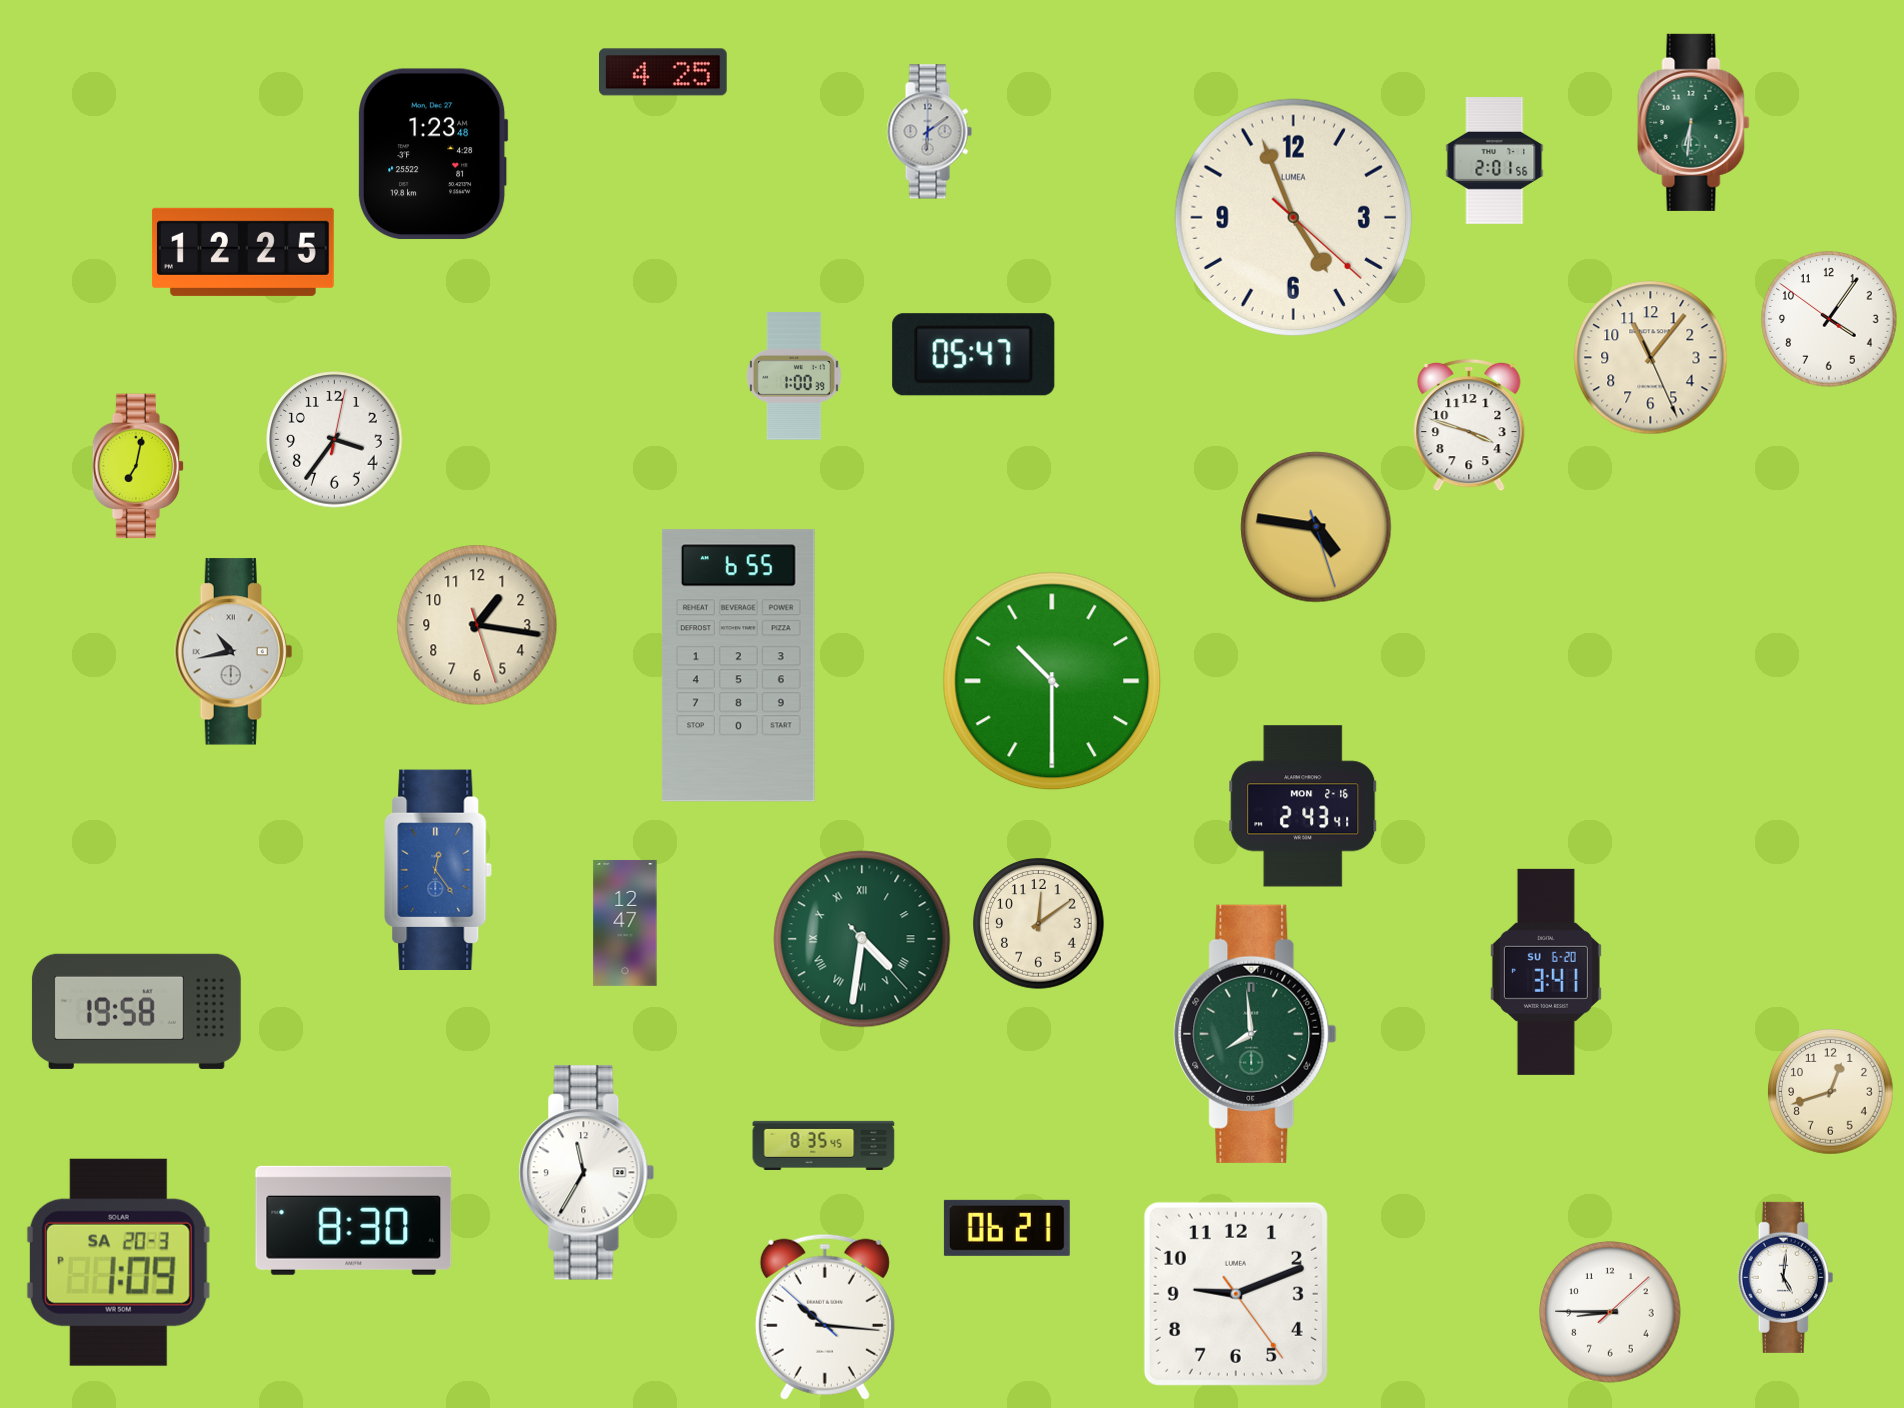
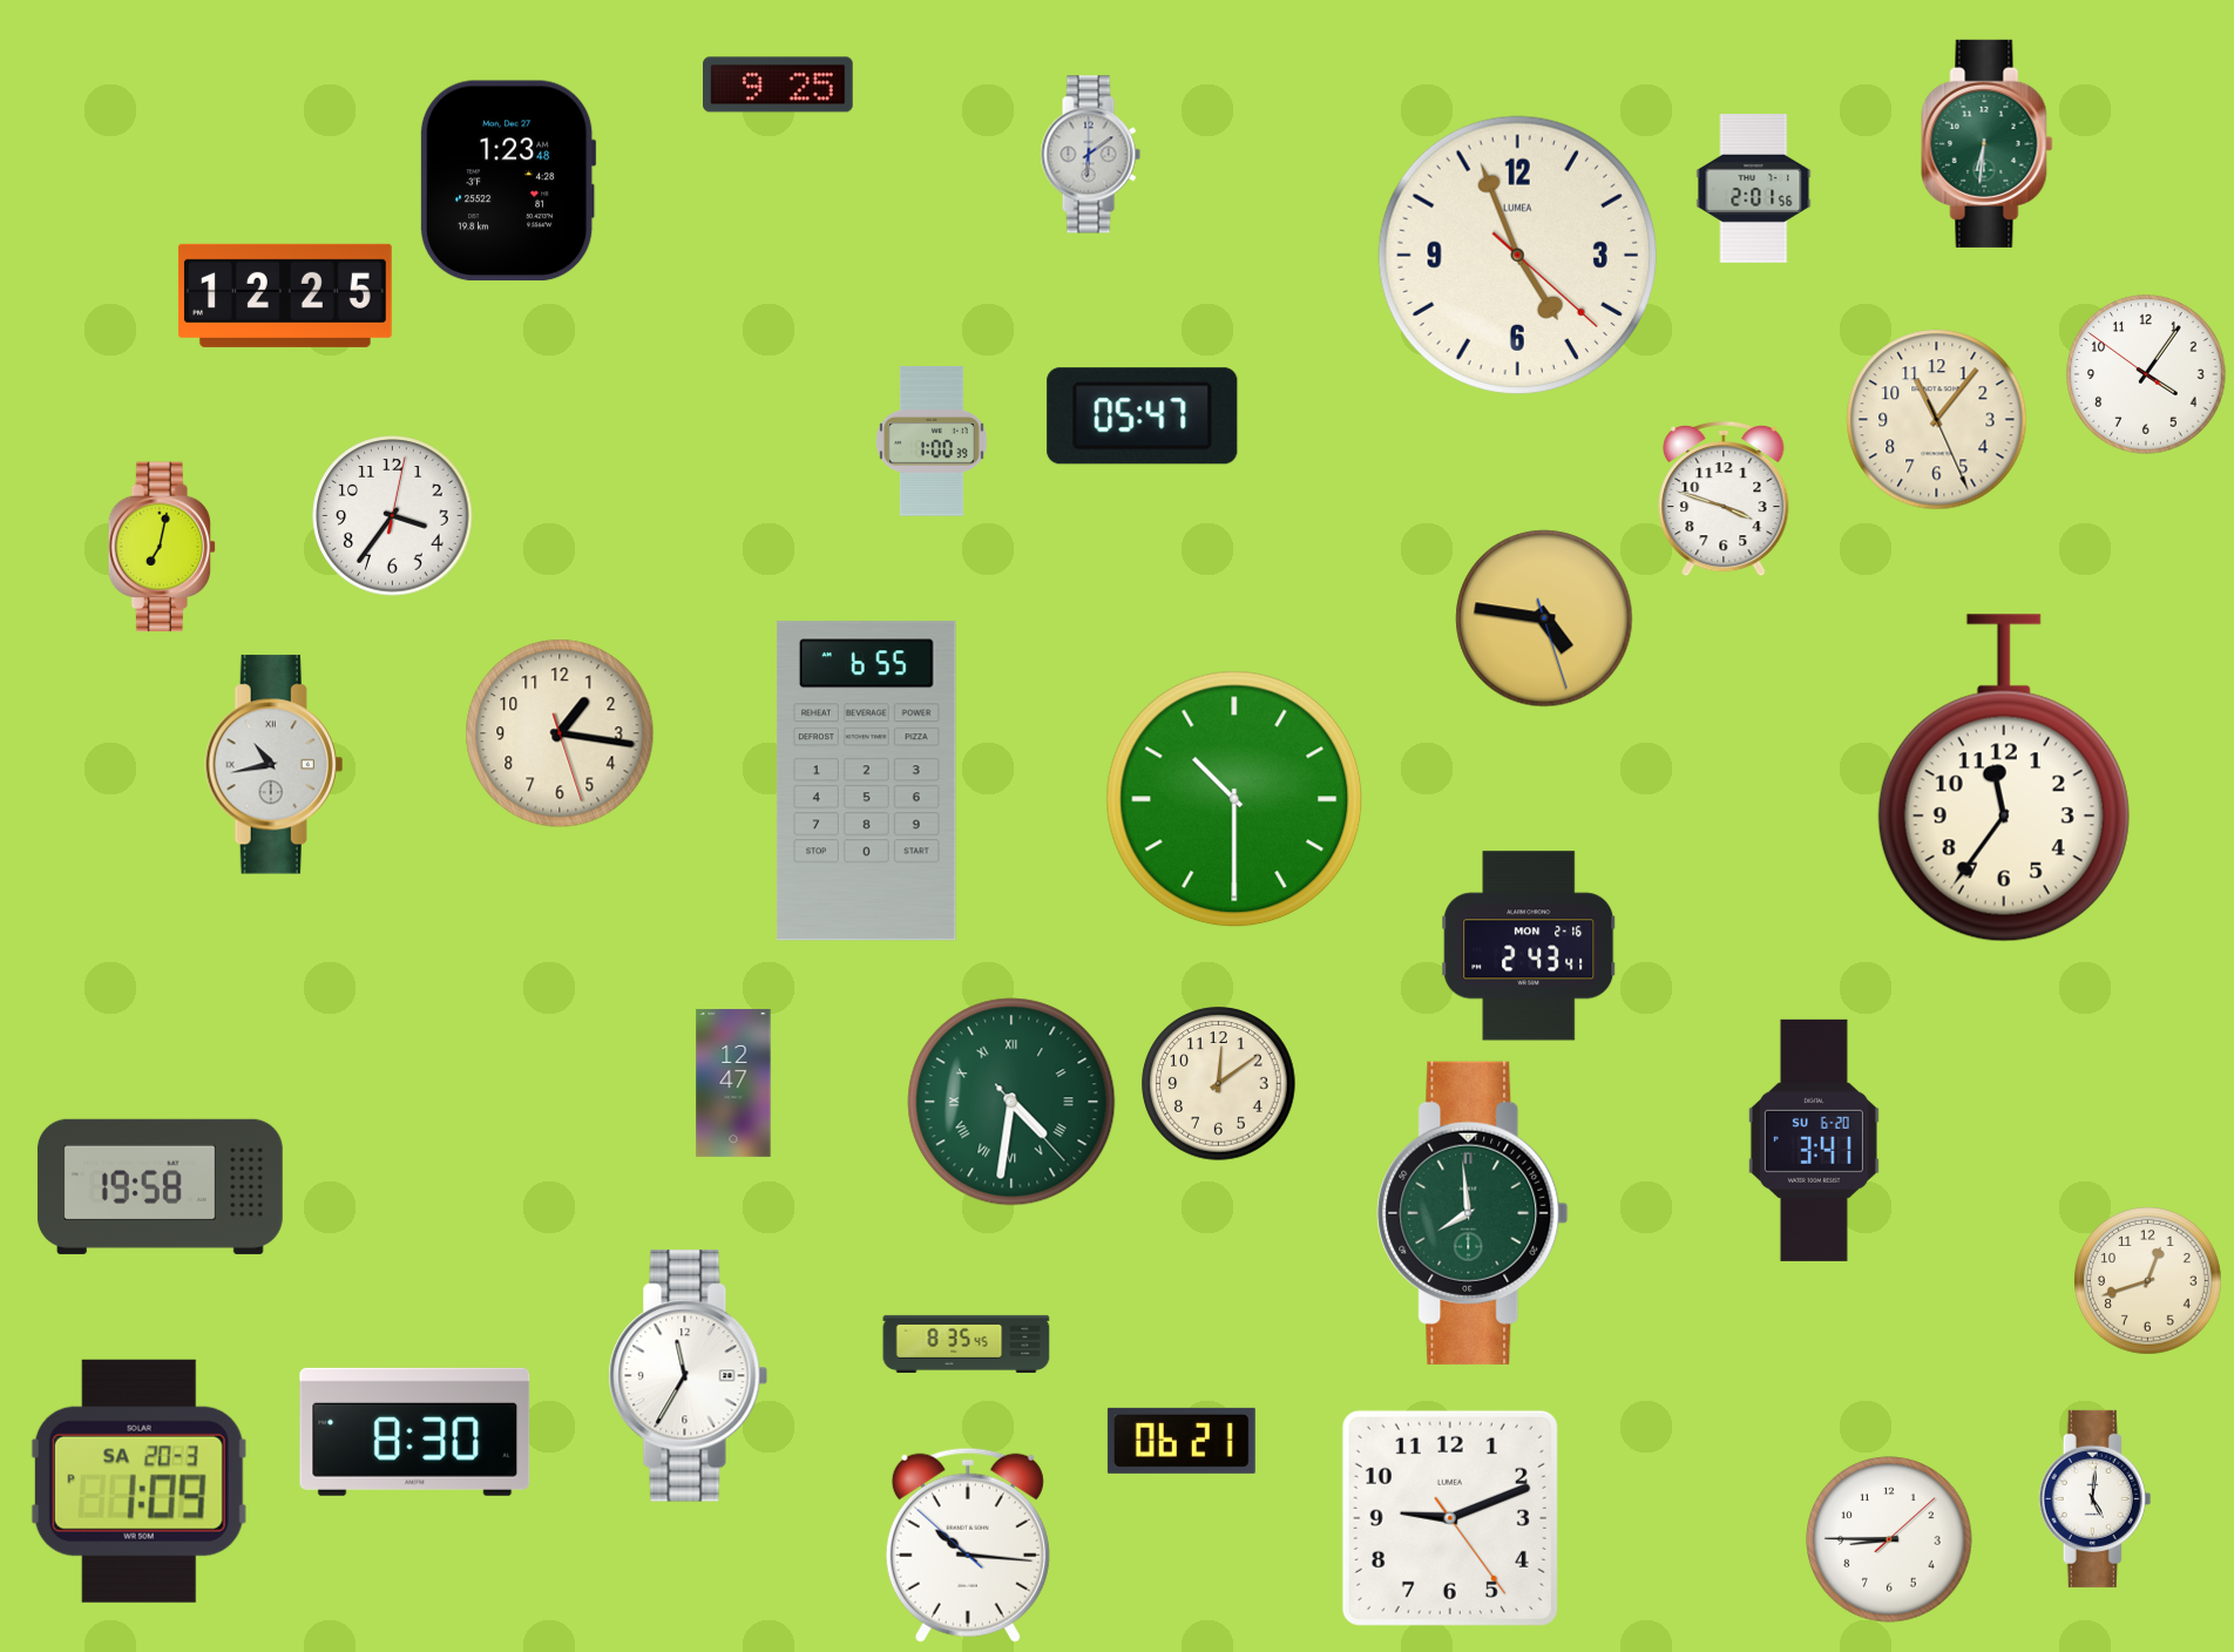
clock at (664, 72): 4:25 -> 9:25
clock at (2004, 778): none -> 11:36
clock at (438, 869): 12:24 -> none
